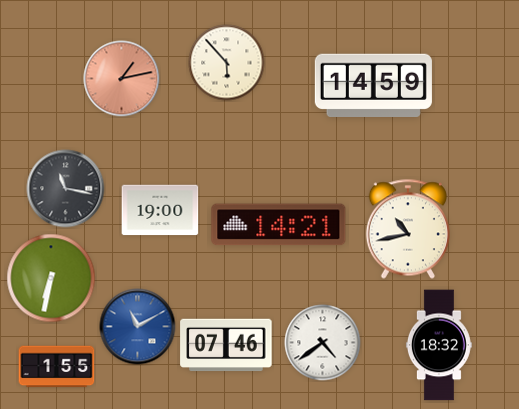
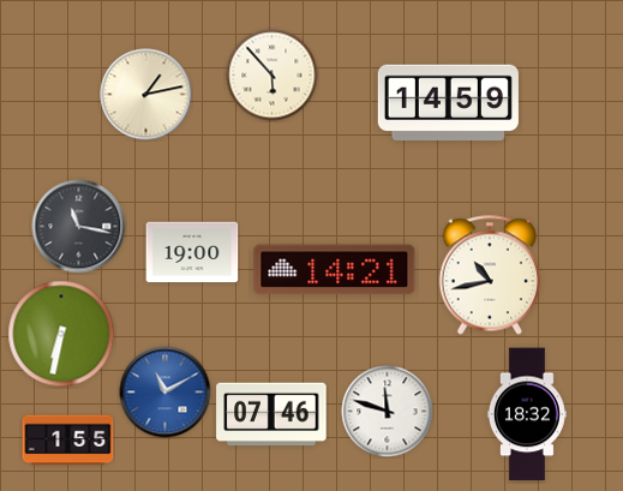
clock at (122, 79) dial: salmon -> cream
clock at (323, 343): 4:39 -> 11:48
